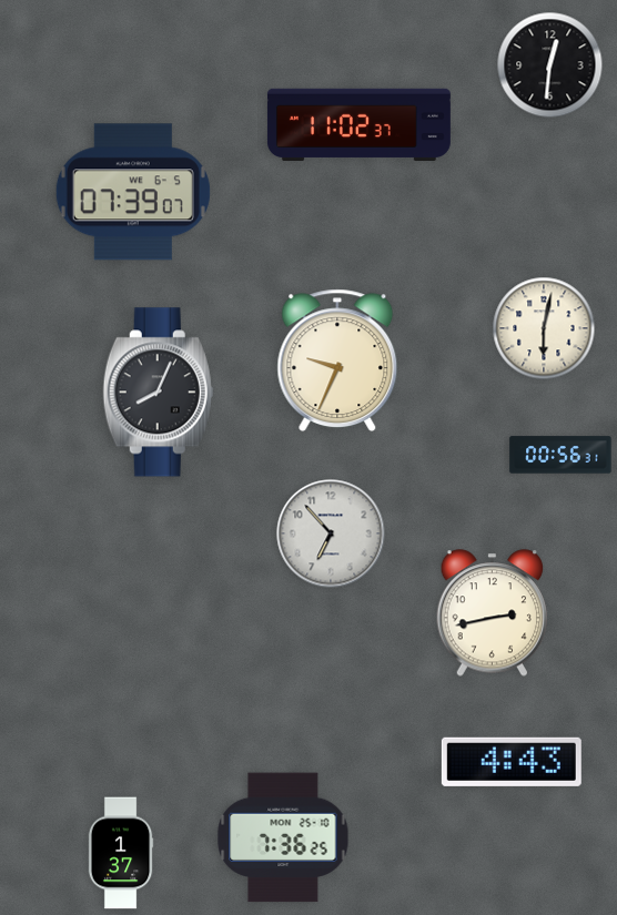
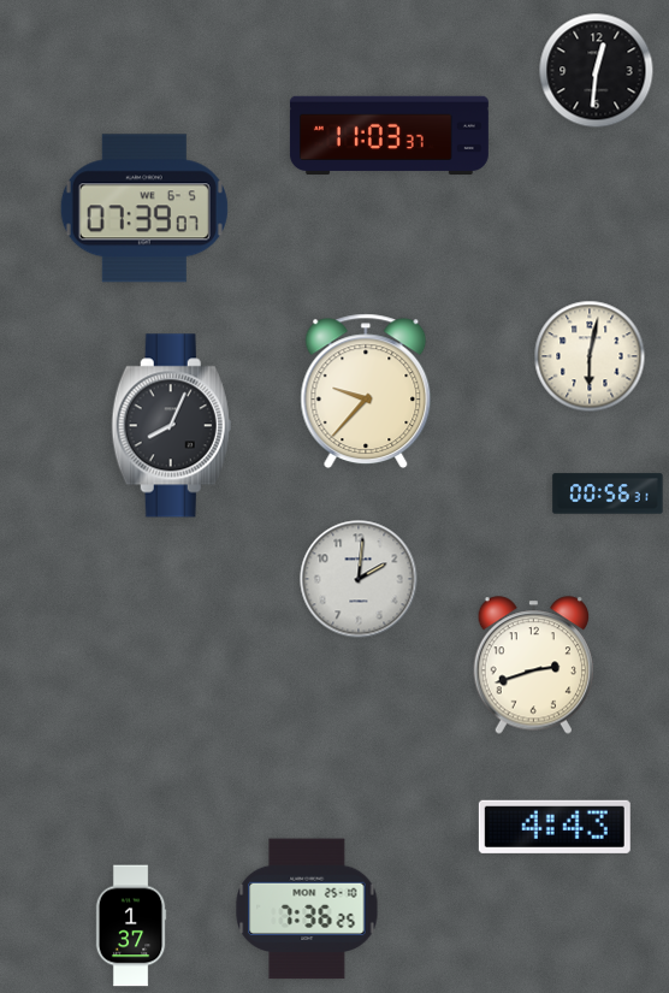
clock at (358, 124): 11:02 -> 11:03
clock at (337, 360): 9:34 -> 9:37
clock at (331, 533): 6:53 -> 2:01
clock at (493, 613): 2:43 -> 2:42
